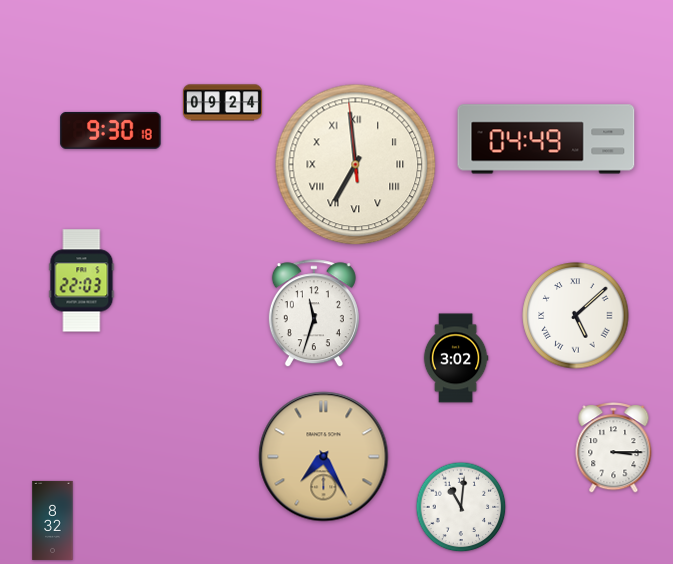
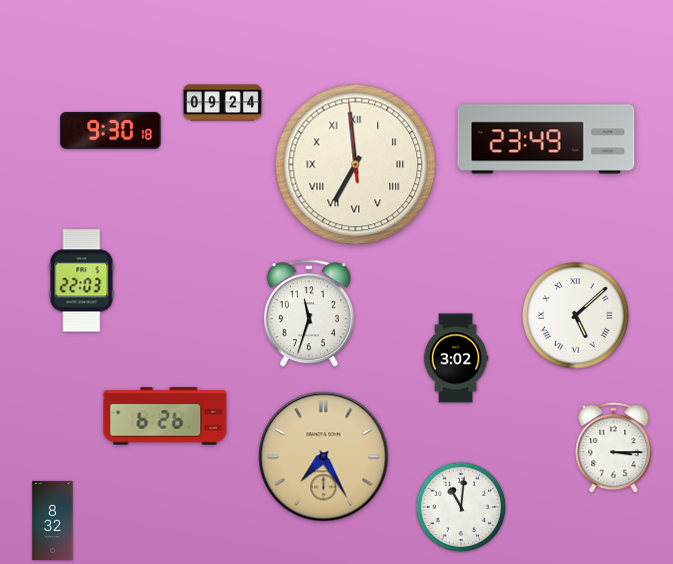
clock at (546, 139): 04:49 -> 23:49
clock at (314, 314) position: (314, 314) -> (309, 314)
clock at (165, 416): none -> 6:26
